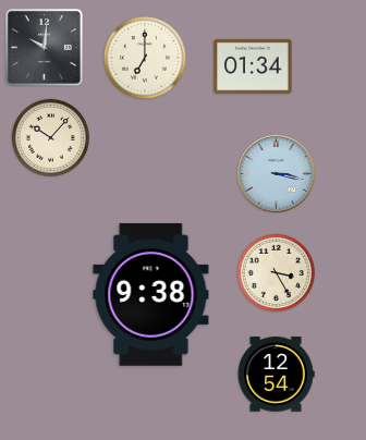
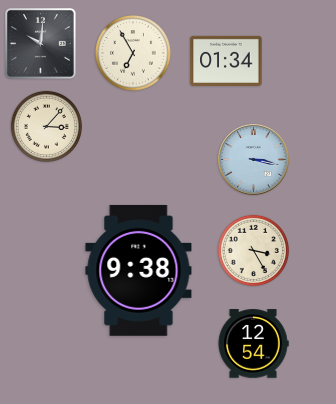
clock at (145, 58): 7:00 -> 6:55
clock at (253, 66) position: (253, 66) -> (226, 61)
clock at (50, 137): 10:07 -> 3:07
